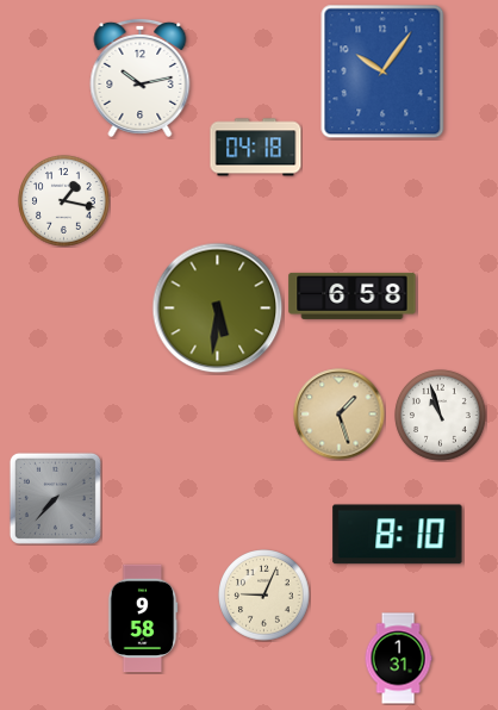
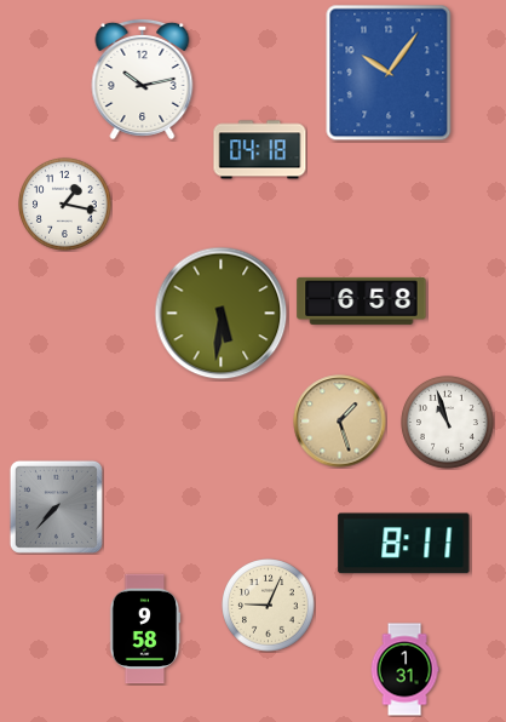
clock at (353, 295) position: (353, 295) -> (362, 300)
clock at (340, 415) position: (340, 415) -> (340, 422)
clock at (398, 535): 8:10 -> 8:11
